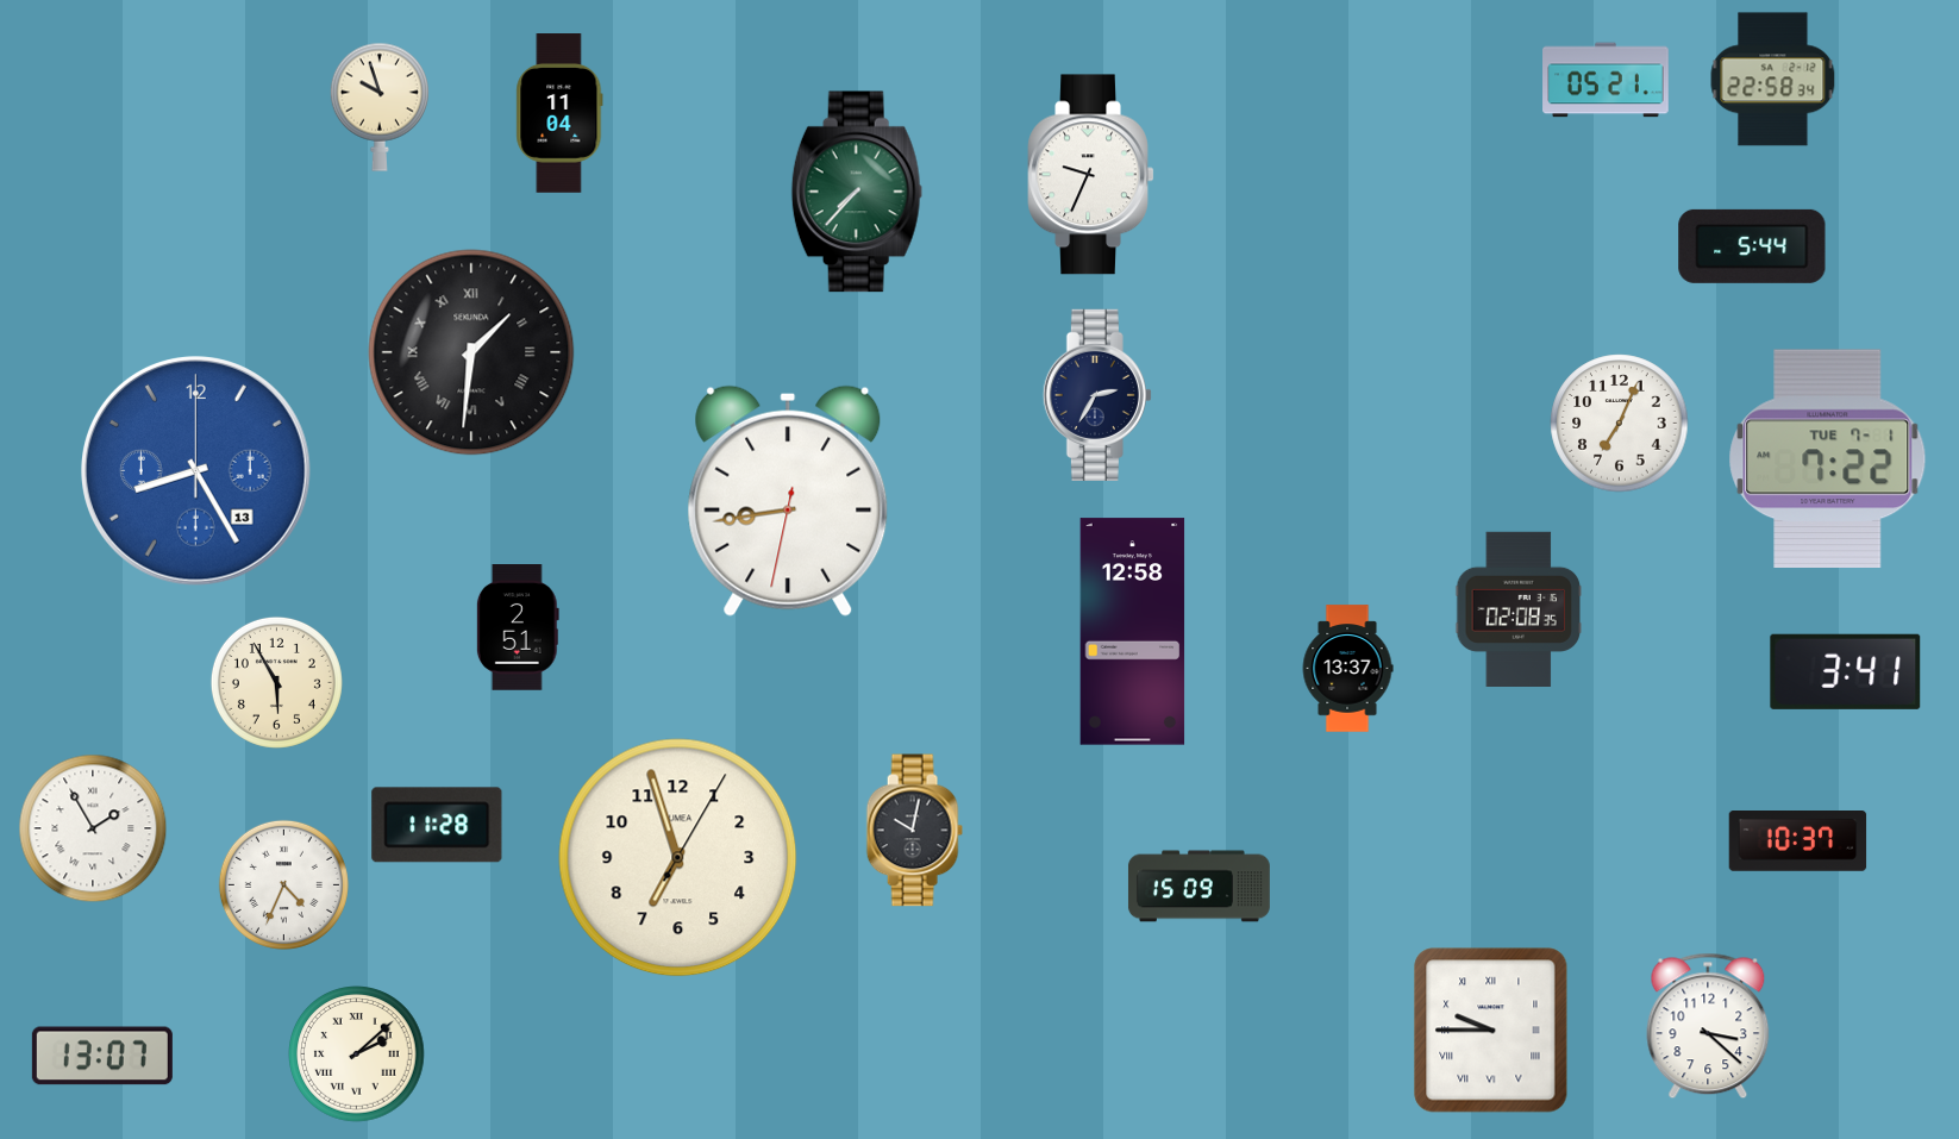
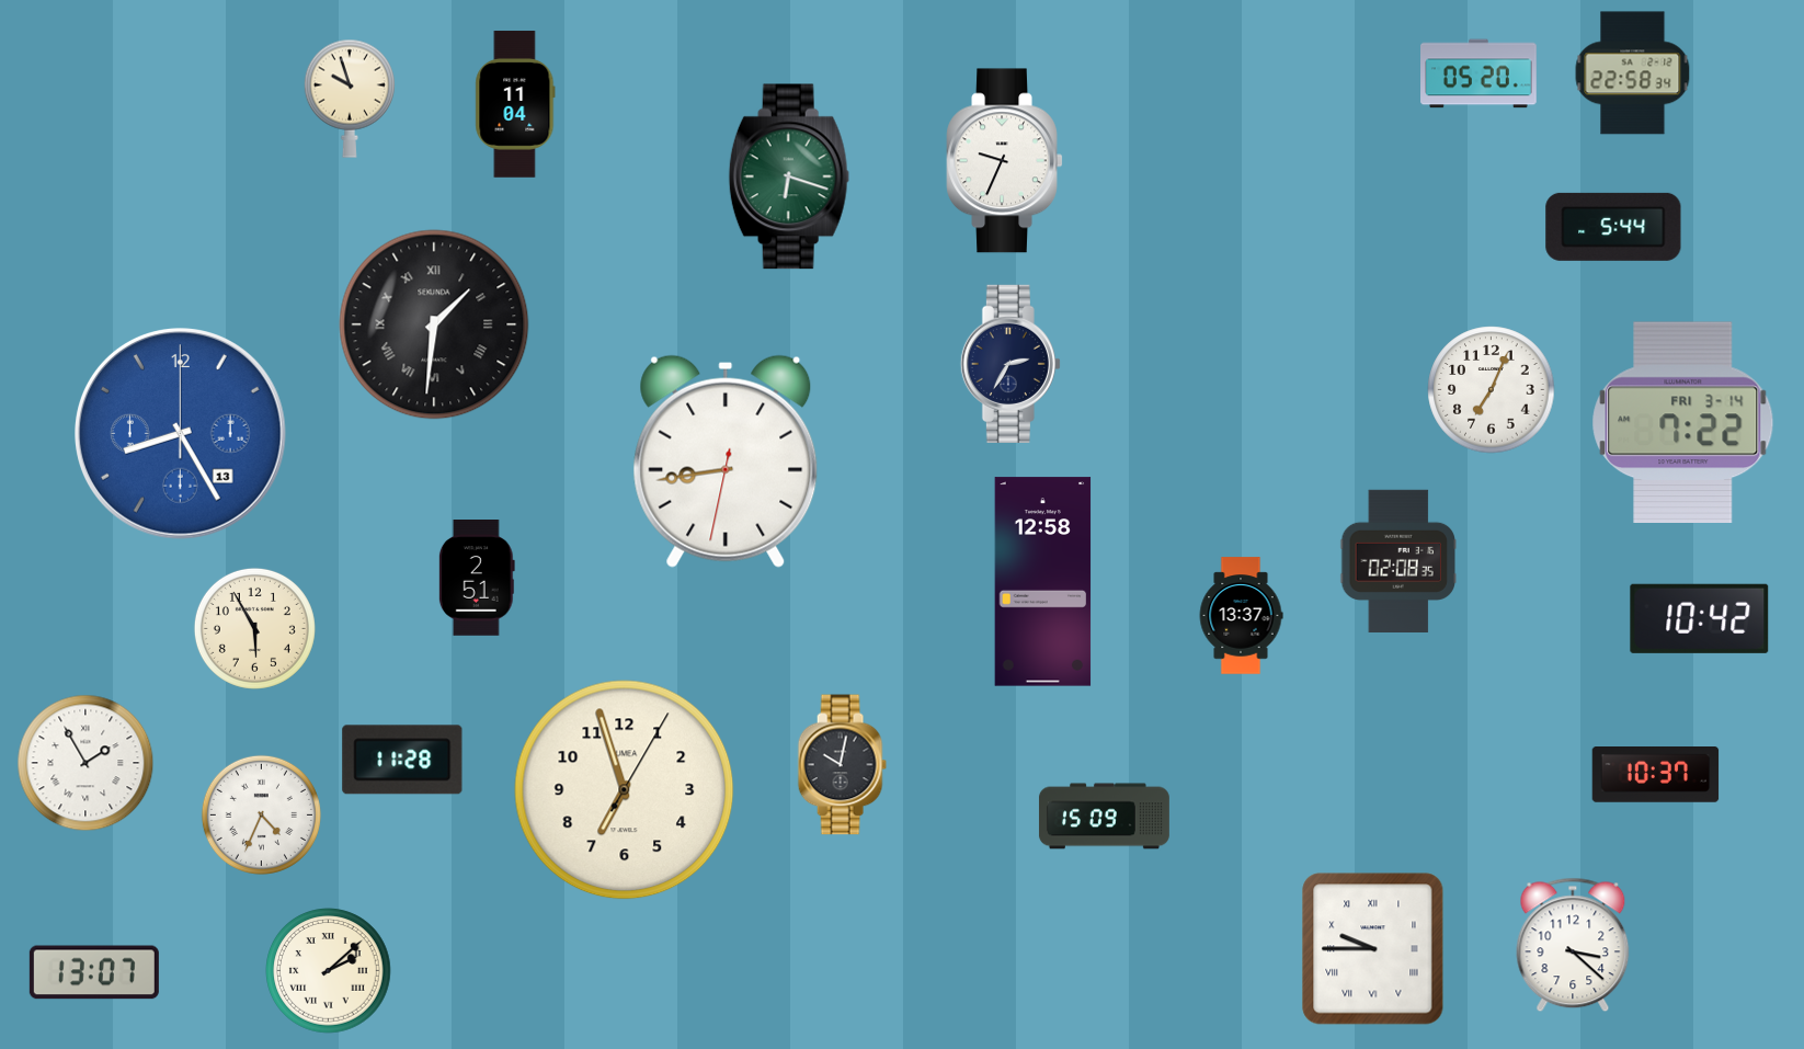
clock at (1606, 80): 05:21 -> 05:20
clock at (857, 192): 7:37 -> 6:18
clock at (1828, 458) date: TUE 7-1 -> FRI 3-14
clock at (1846, 671): 3:41 -> 10:42
